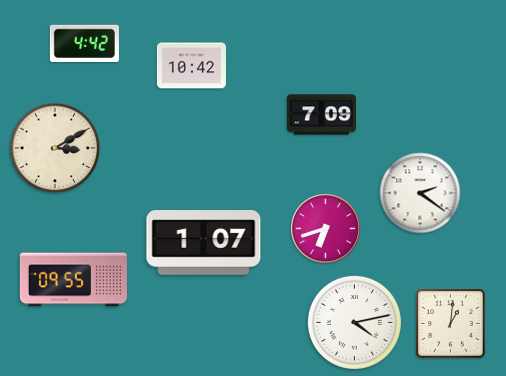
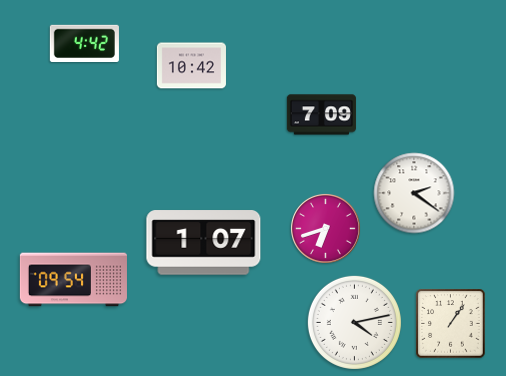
clock at (55, 148): 3:10 -> none
clock at (420, 193) position: (420, 193) -> (414, 193)
clock at (73, 280): 09:55 -> 09:54
clock at (451, 324): 1:01 -> 1:06
